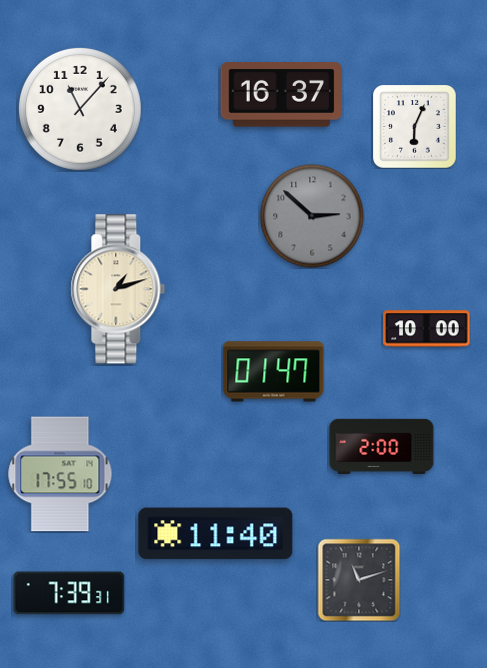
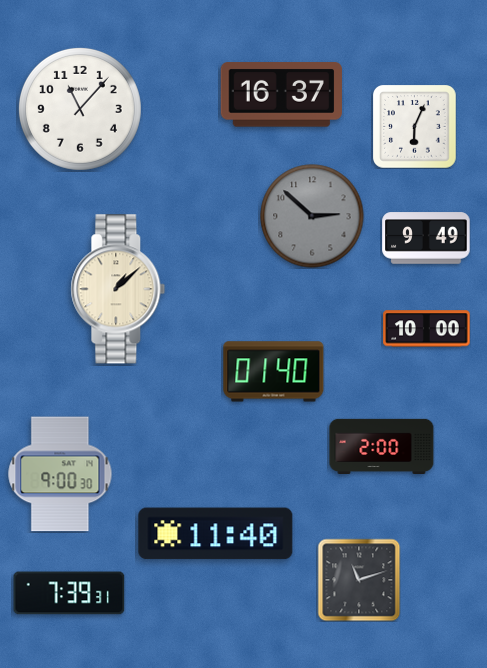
clock at (426, 238): none -> 9:49
clock at (118, 289): 1:12 -> 1:08
clock at (274, 372): 01:47 -> 01:40
clock at (60, 474): 17:55 -> 9:00
